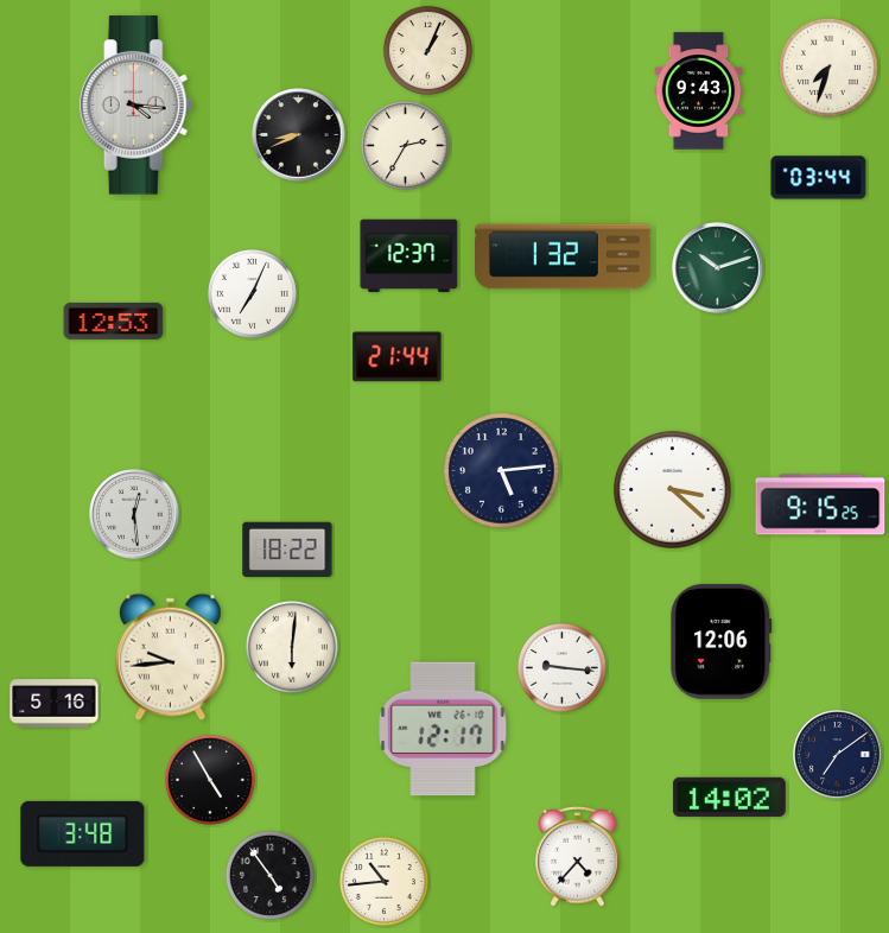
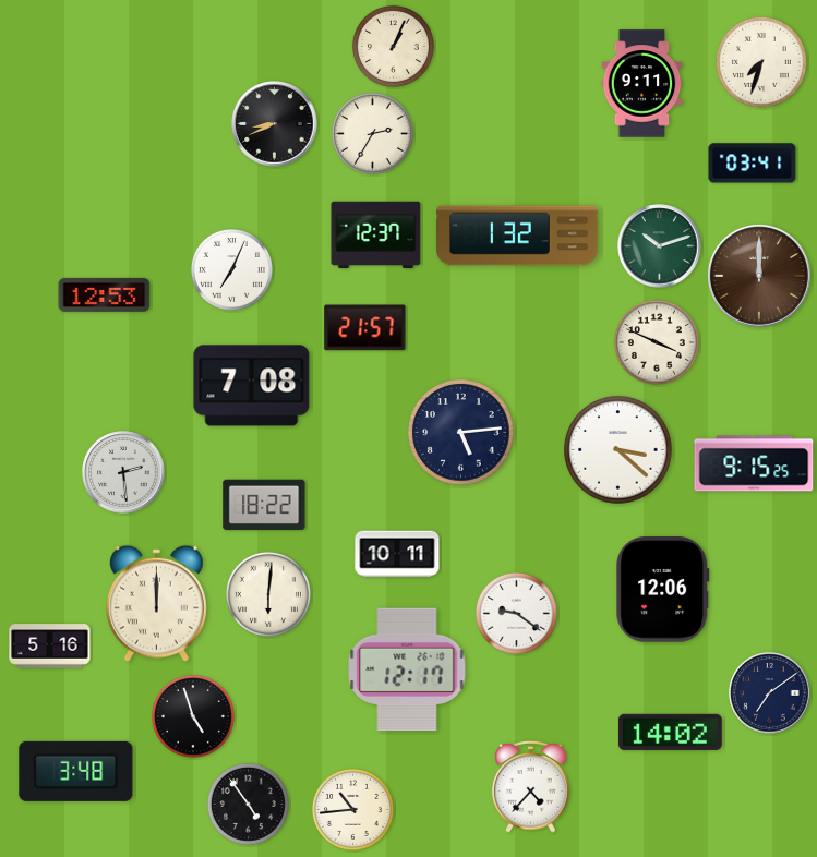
clock at (699, 91): 9:43 -> 9:11
clock at (136, 106): 4:16 -> none
clock at (819, 178): 03:44 -> 03:41
clock at (759, 276): none -> 12:00
clock at (398, 357): 21:44 -> 21:57
clock at (657, 342): none -> 3:49
clock at (252, 386): none -> 7:08
clock at (134, 514): 12:29 -> 2:29
clock at (397, 554): none -> 10:11
clock at (170, 656): 9:44 -> 12:00
clock at (561, 667): 9:16 -> 9:21
clock at (210, 780): 4:55 -> 4:57
clock at (83, 833) position: (83, 833) -> (76, 771)
